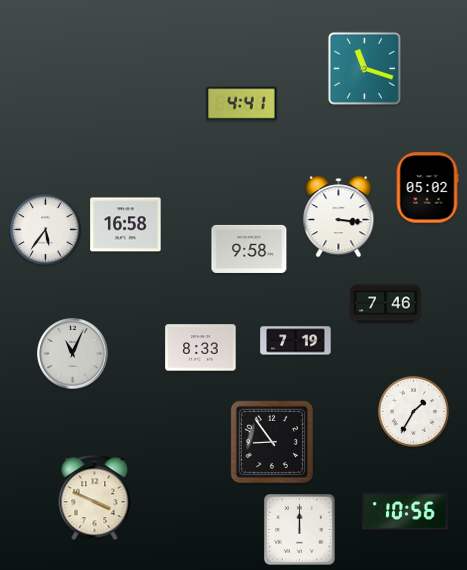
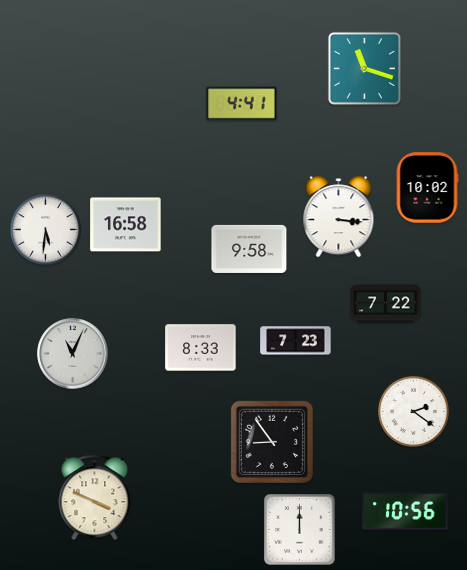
clock at (427, 188): 05:02 -> 10:02
clock at (45, 229): 5:36 -> 5:31
clock at (386, 304): 7:46 -> 7:22
clock at (296, 341): 7:19 -> 7:23
clock at (413, 411): 1:35 -> 2:21
